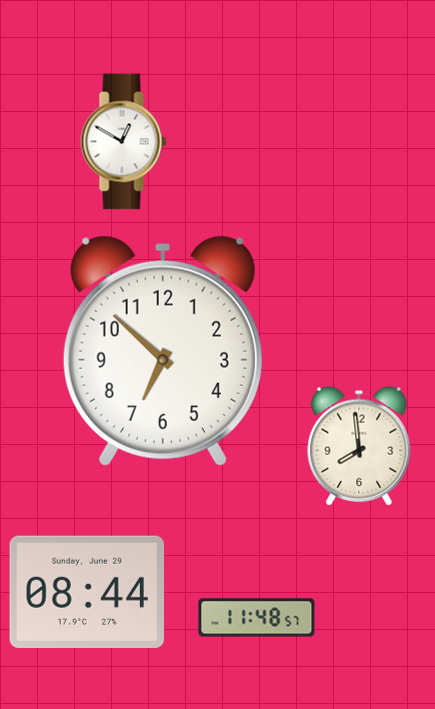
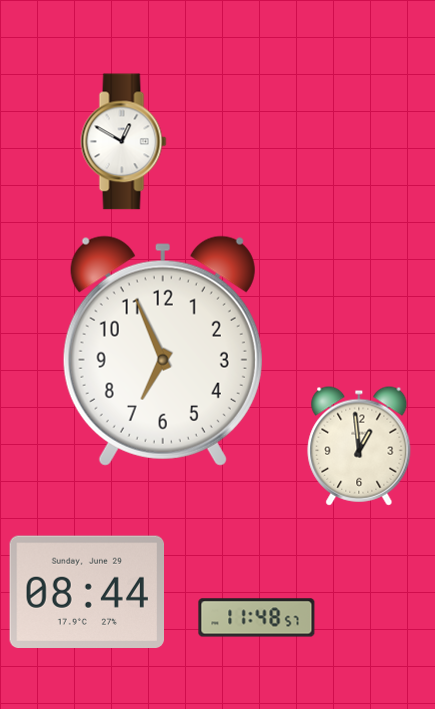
clock at (163, 351): 6:52 -> 6:56
clock at (359, 446): 7:59 -> 12:59
